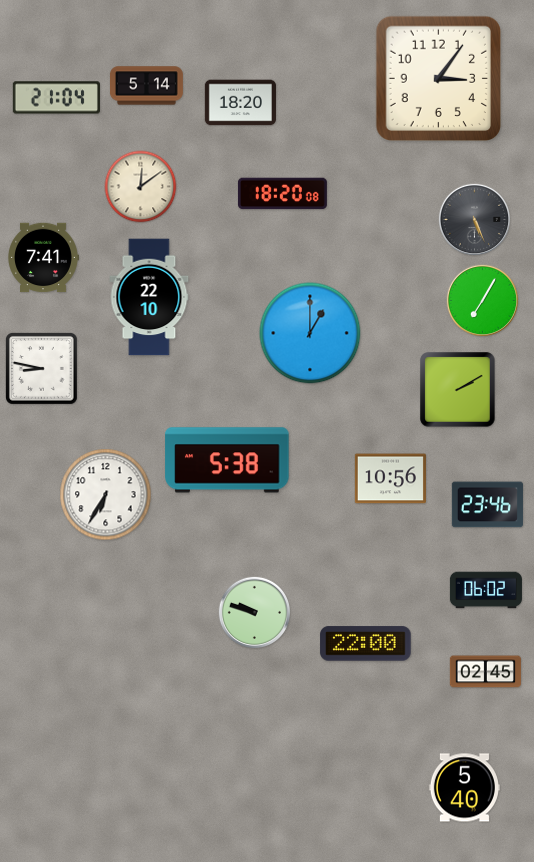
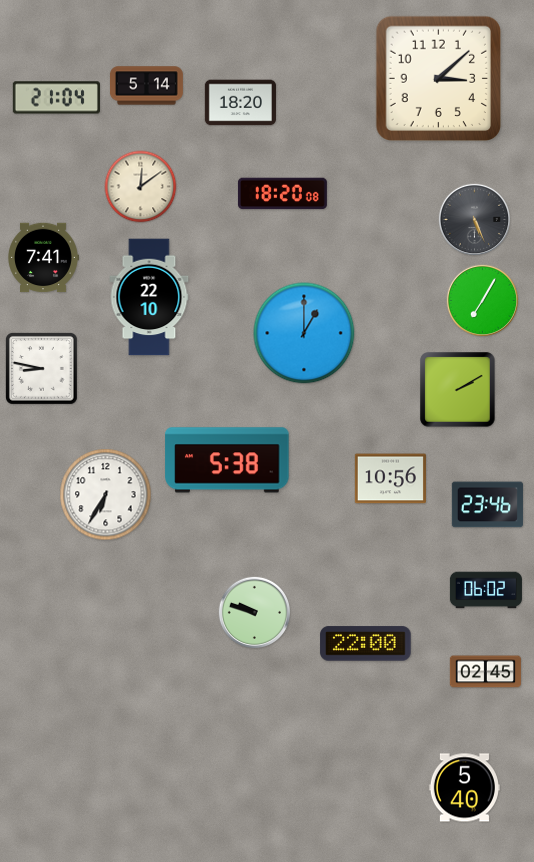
clock at (438, 78): 3:06 -> 3:08
clock at (310, 333) position: (310, 333) -> (304, 333)
